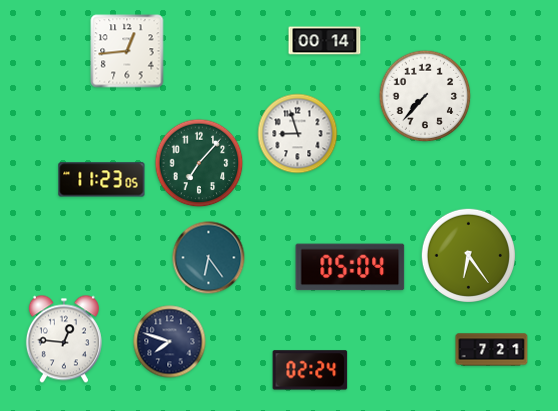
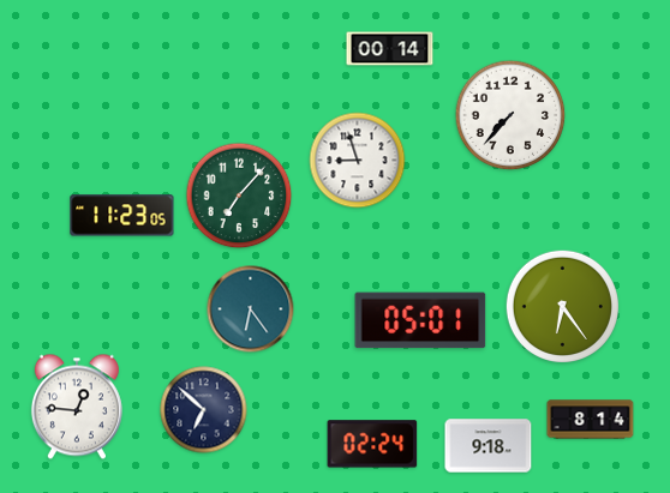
clock at (127, 51): 12:44 -> none
clock at (350, 267): 05:04 -> 05:01
clock at (170, 342): 7:48 -> 6:52
clock at (492, 350): 7:21 -> 8:14
clock at (489, 446): none -> 9:18
